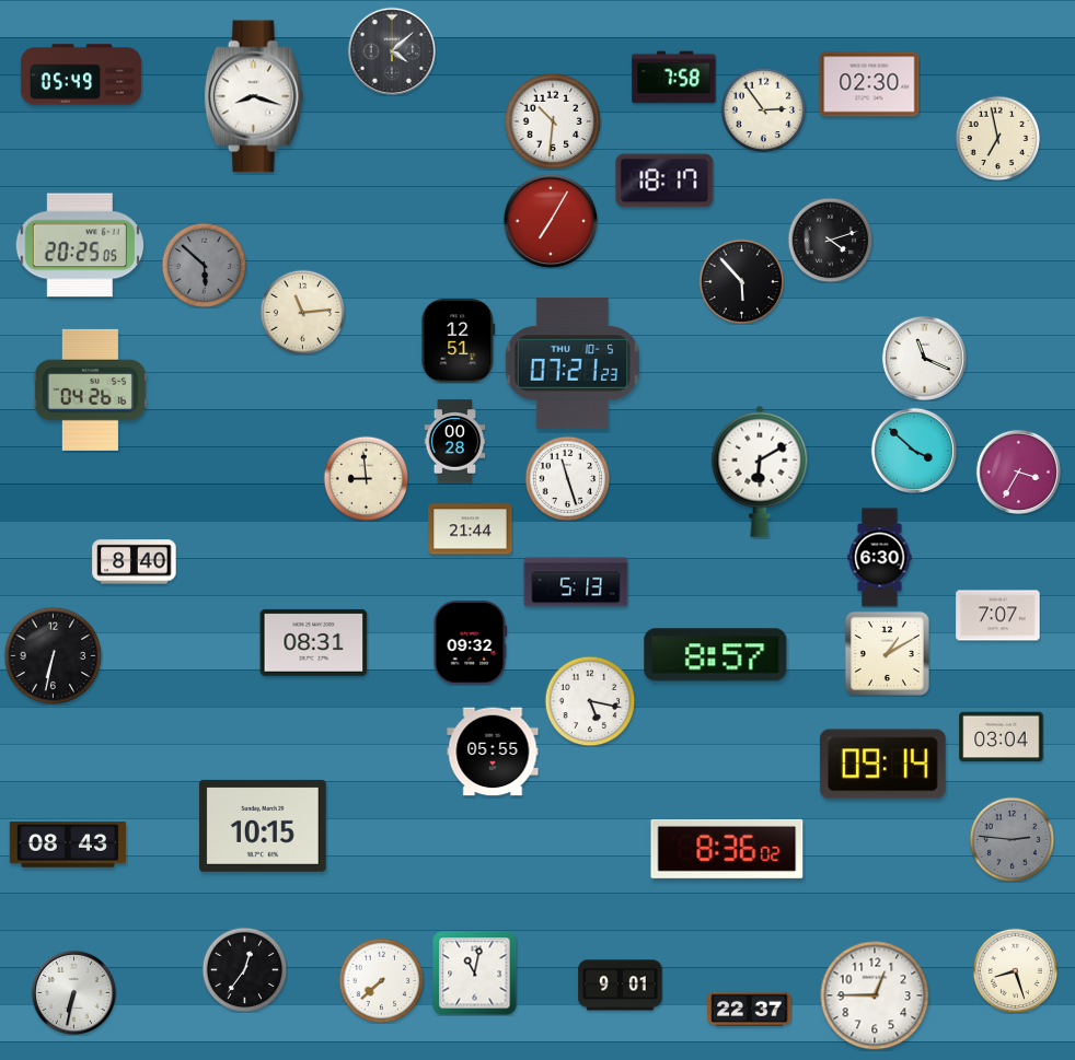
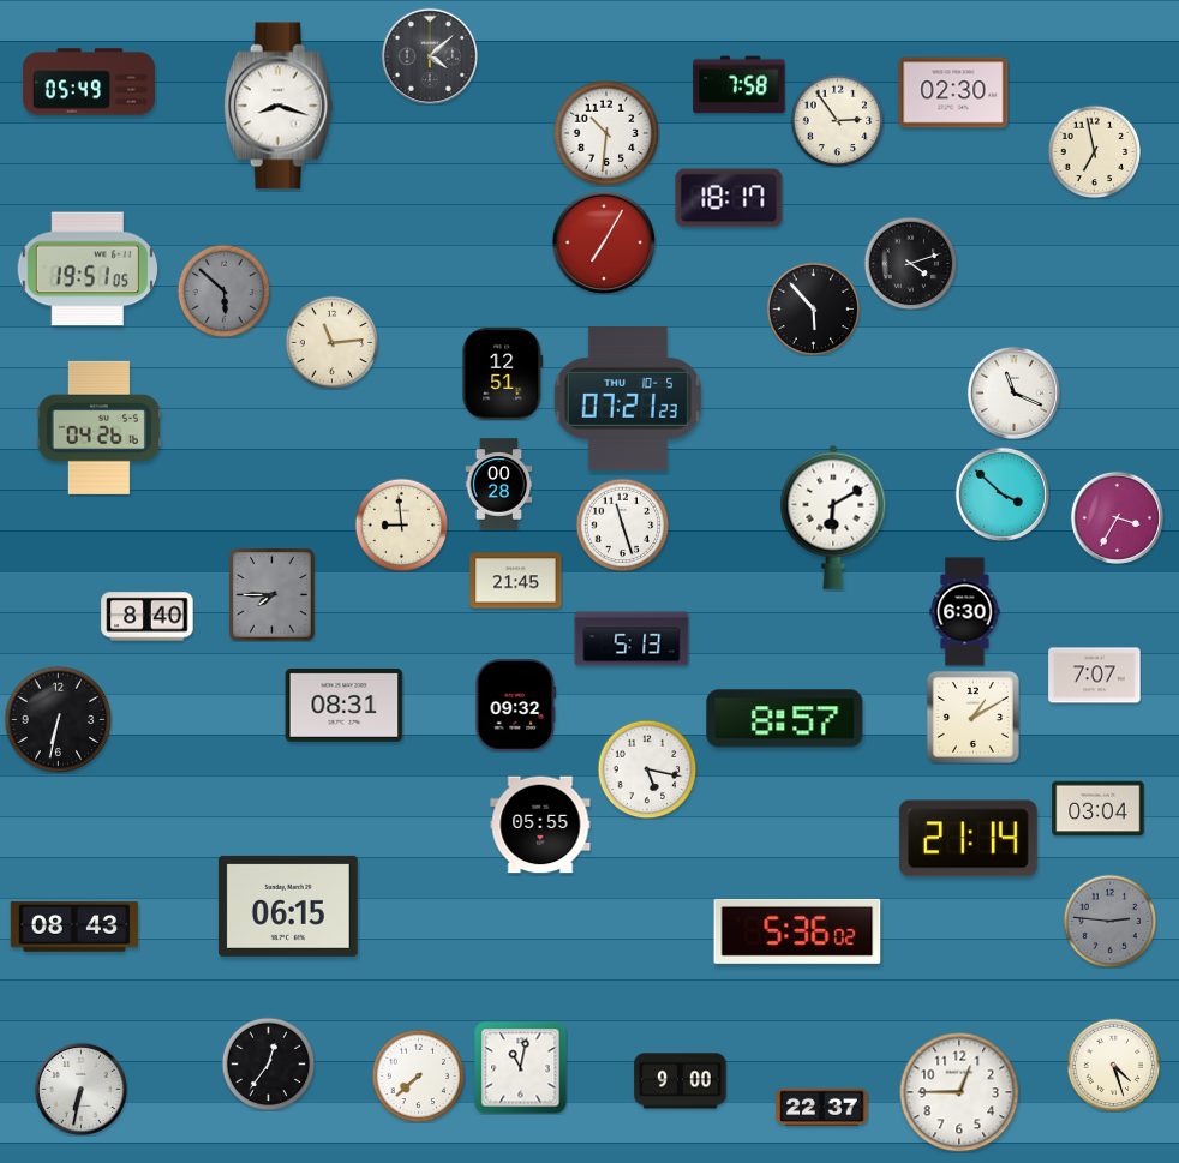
clock at (80, 245): 20:25 -> 19:51
clock at (471, 529): 21:44 -> 21:45
clock at (273, 595): none -> 7:45
clock at (882, 765): 09:14 -> 21:14
clock at (263, 826): 10:15 -> 06:15
clock at (727, 849): 8:36 -> 5:36
clock at (1015, 970): 8:27 -> 4:27
clock at (621, 986): 9:01 -> 9:00
